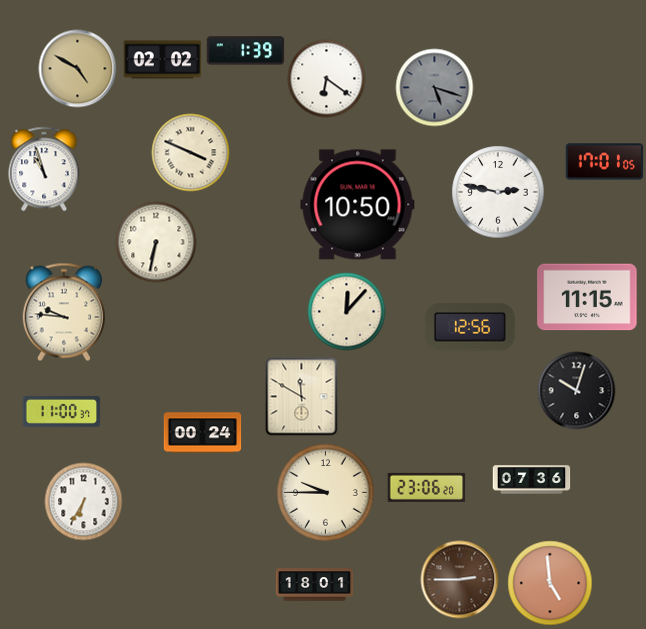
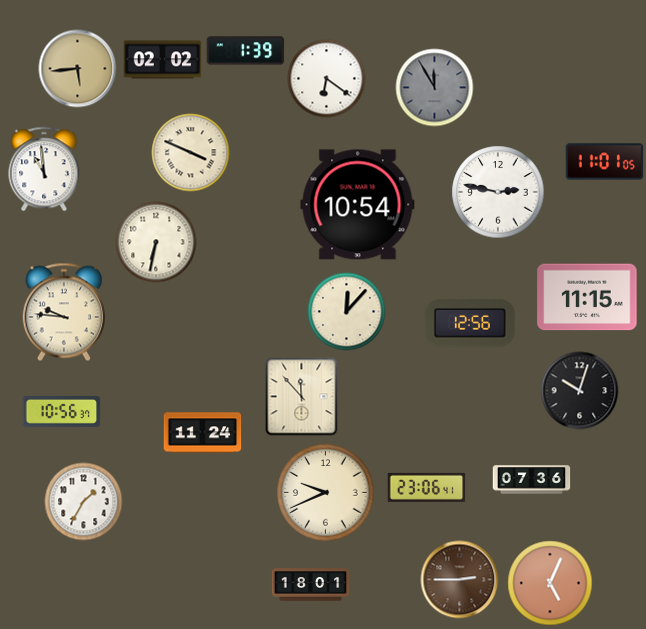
clock at (77, 68): 4:50 -> 5:44
clock at (434, 87): 5:18 -> 11:55
clock at (604, 162): 17:01 -> 11:01
clock at (44, 169): 10:57 -> 10:59
clock at (358, 205): 10:50 -> 10:54
clock at (470, 327) position: (470, 327) -> (470, 323)
clock at (576, 390) position: (576, 390) -> (579, 390)
clock at (302, 396): 11:50 -> 11:53
clock at (61, 411): 11:00 -> 10:56
clock at (202, 433): 00:24 -> 11:24
clock at (426, 487): 23:06:20 -> 23:06:41
clock at (326, 493): 9:45 -> 9:41
clock at (83, 501): 6:35 -> 1:35
clock at (550, 583): 4:59 -> 5:04
clock at (314, 585) position: (314, 585) -> (310, 585)
